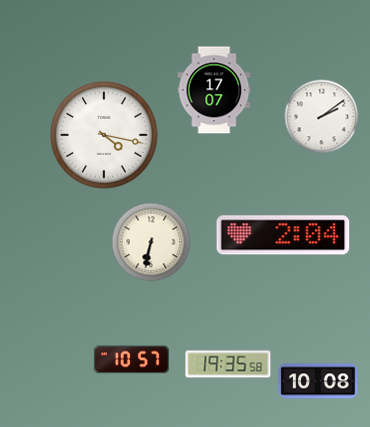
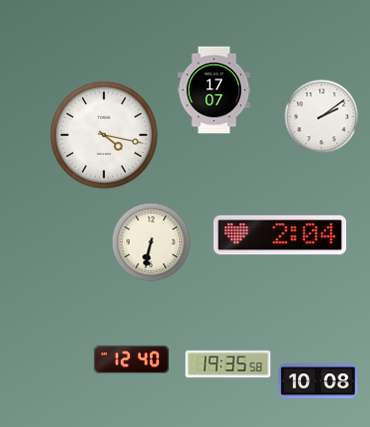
clock at (283, 235) position: (283, 235) -> (280, 235)
clock at (131, 360): 10:57 -> 12:40
